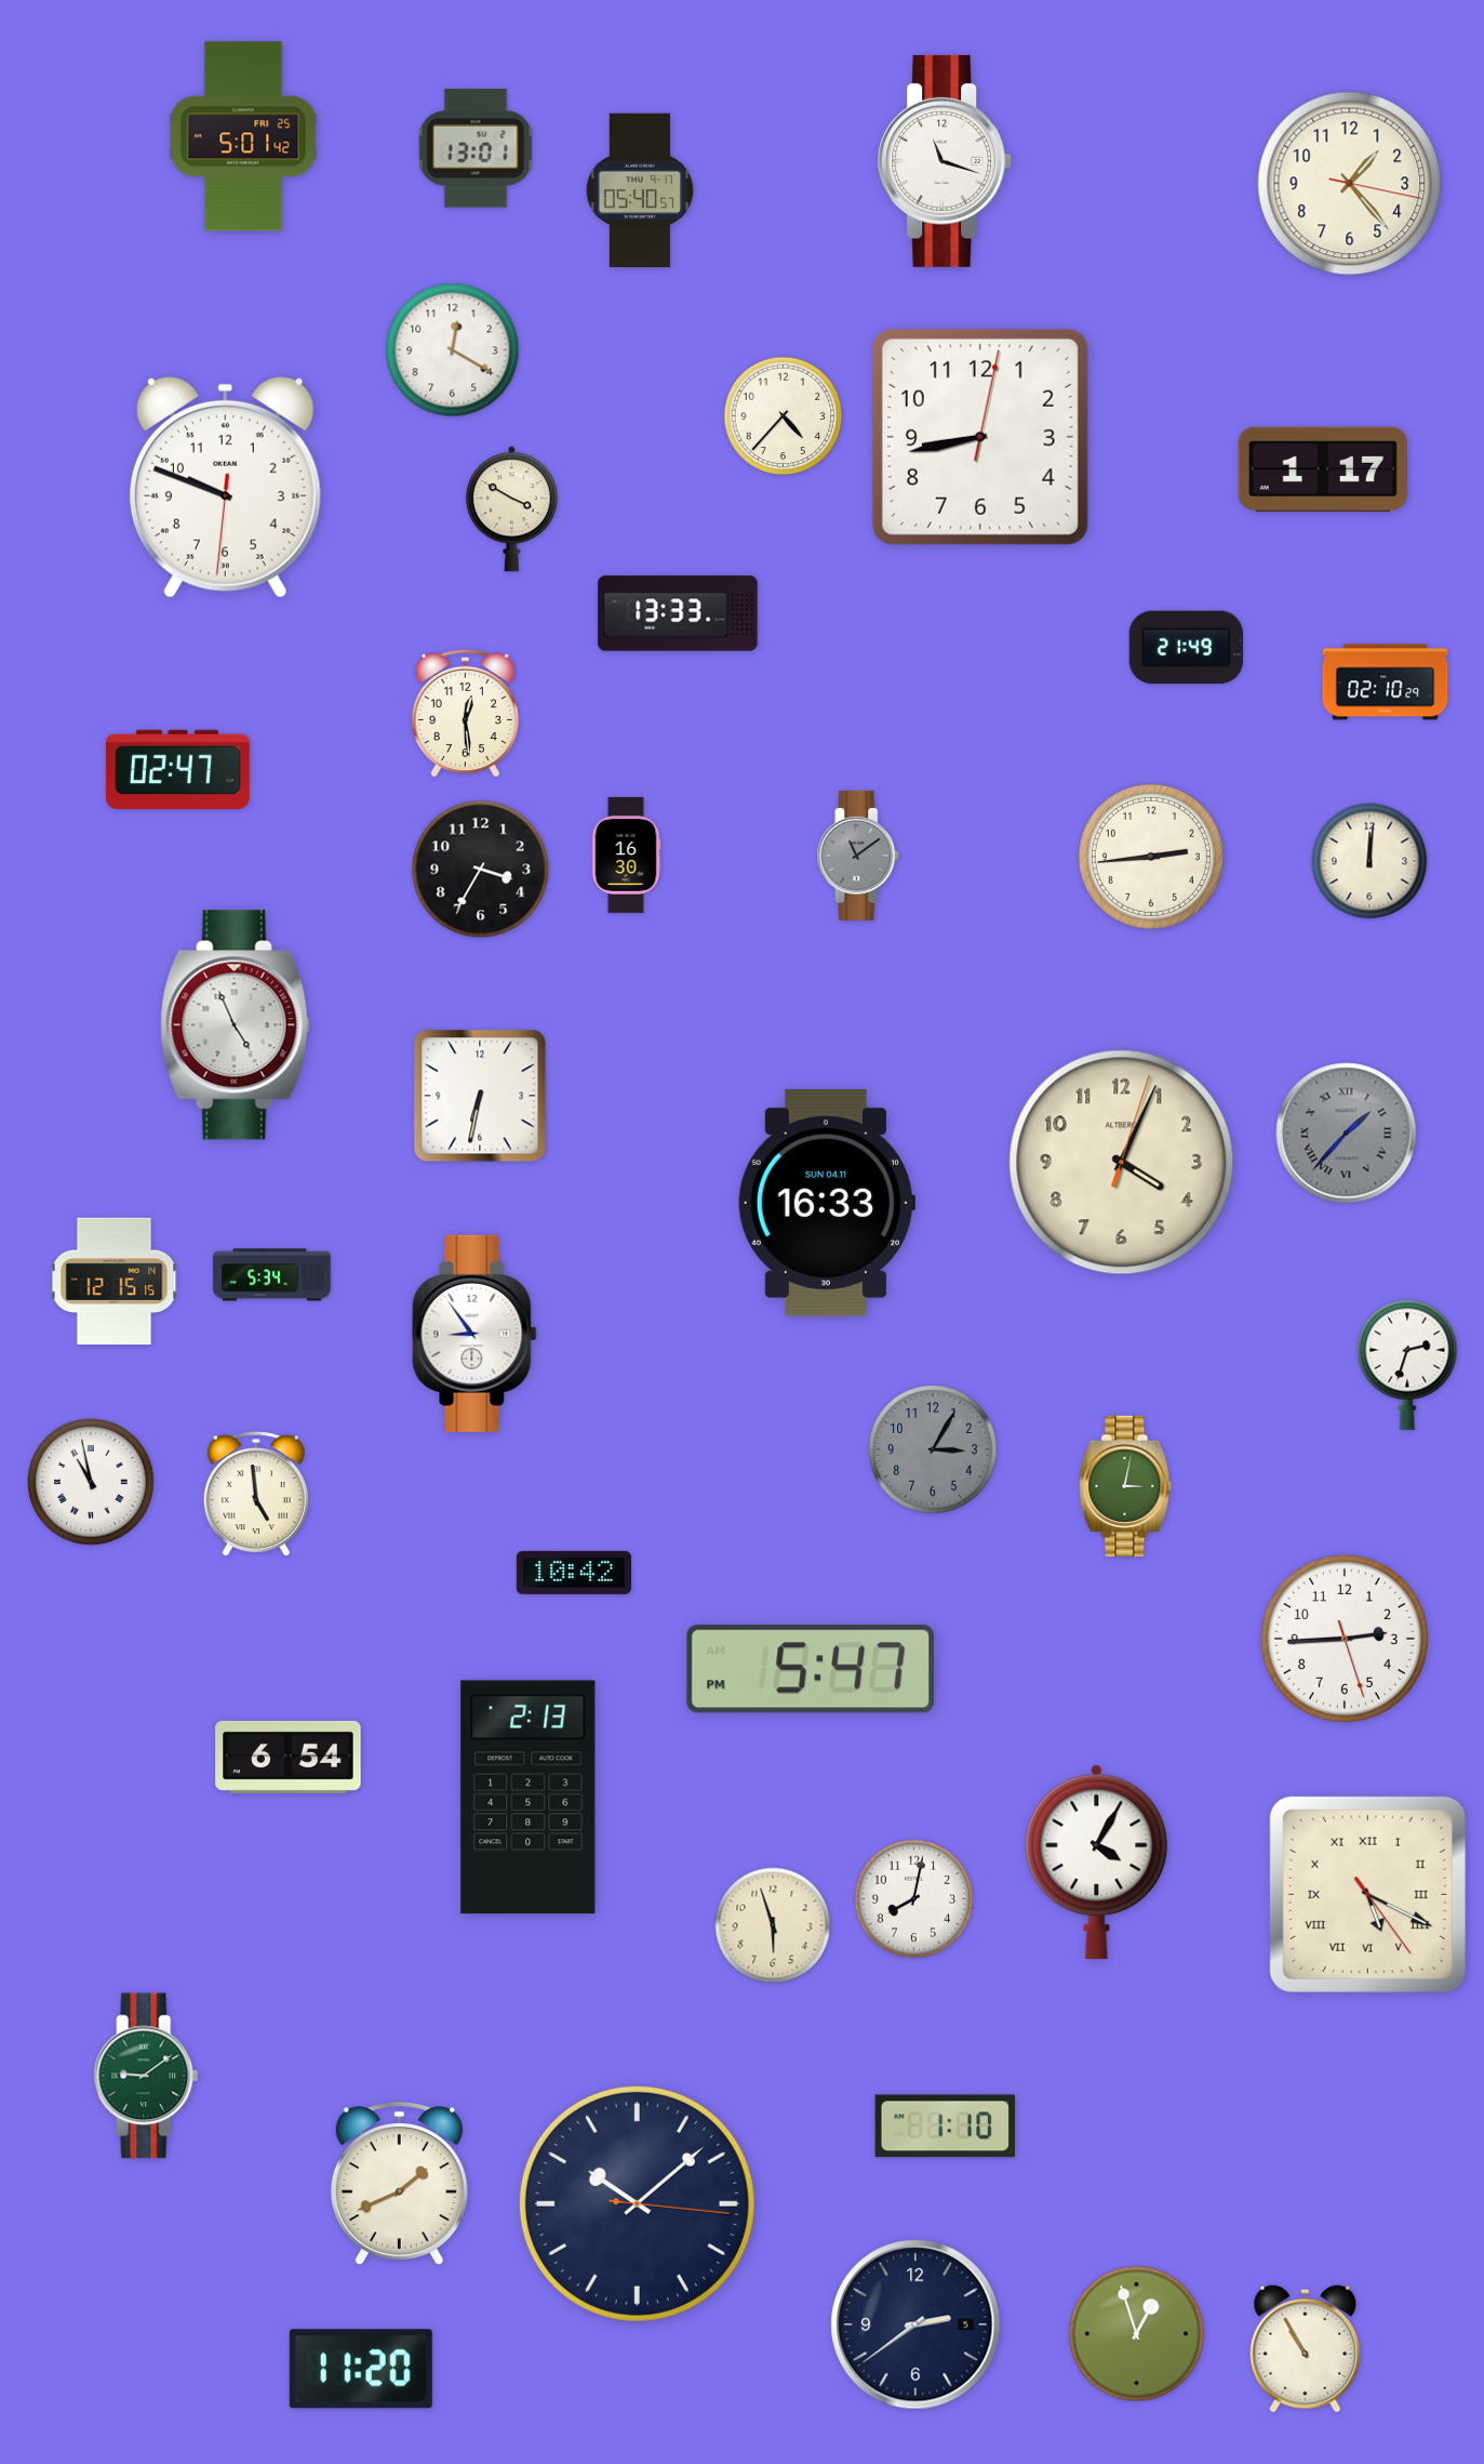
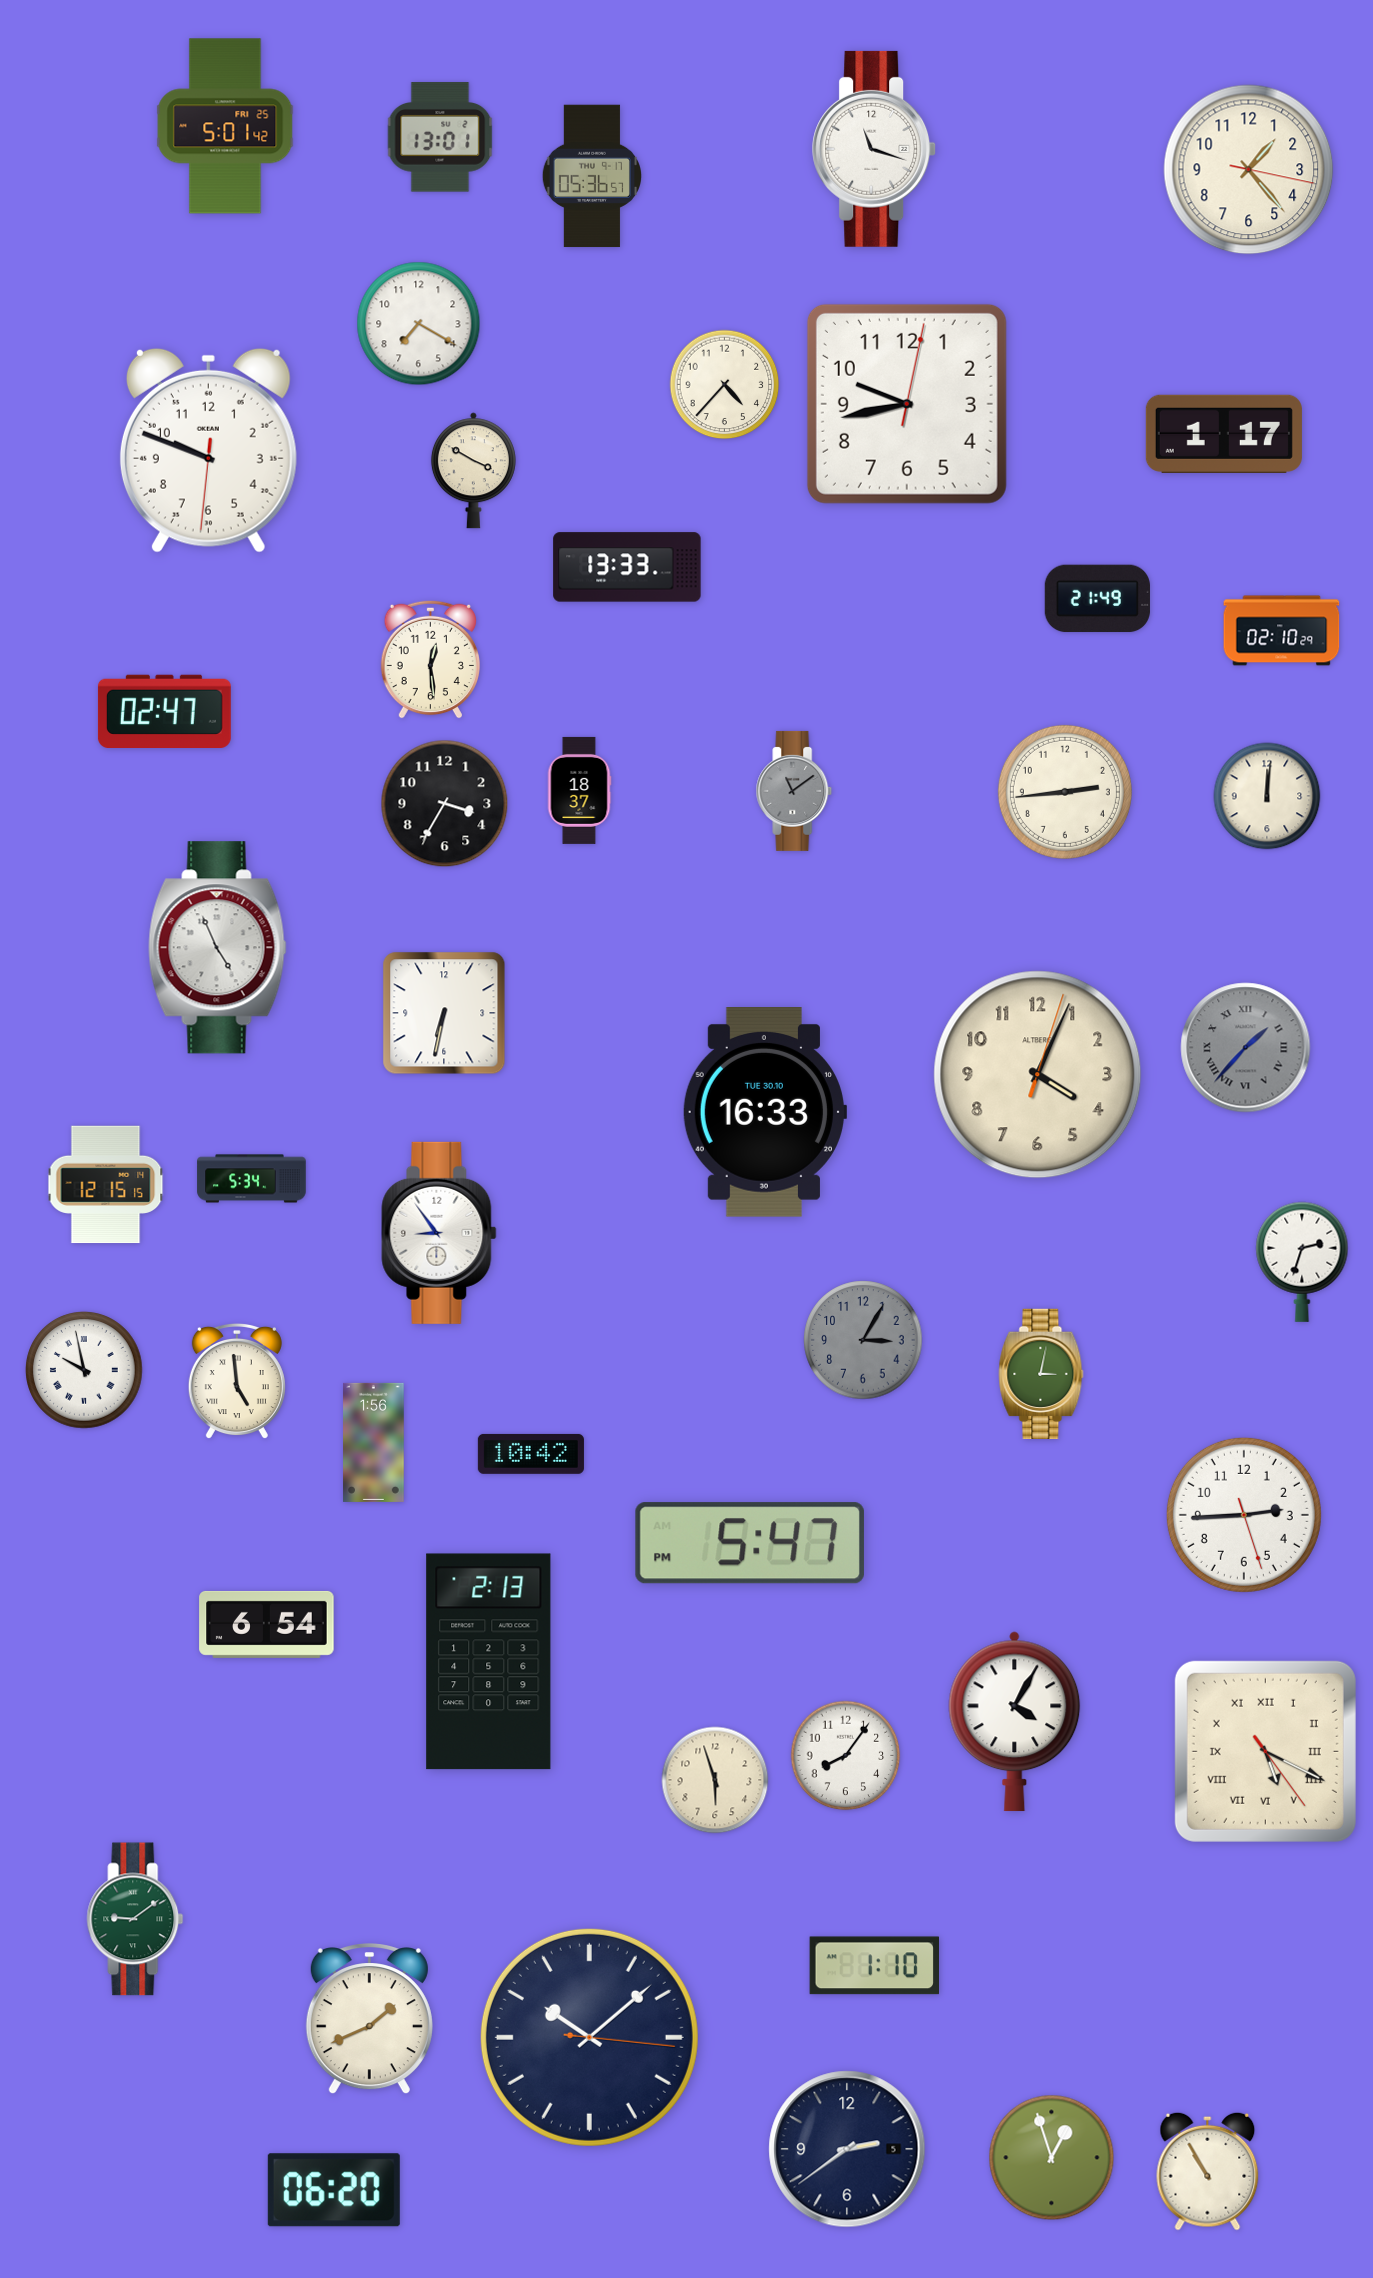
clock at (639, 190): 05:40 -> 05:36
clock at (453, 350): 12:20 -> 7:20
clock at (980, 437): 8:43 -> 9:43
clock at (626, 855): 16:30 -> 18:37
clock at (826, 1204) date: SUN 04.11 -> TUE 30.10
clock at (91, 1482): 10:58 -> 9:58
clock at (374, 1442): none -> 1:56
clock at (914, 1899): 8:02 -> 8:06
clock at (361, 2369): 11:20 -> 06:20
